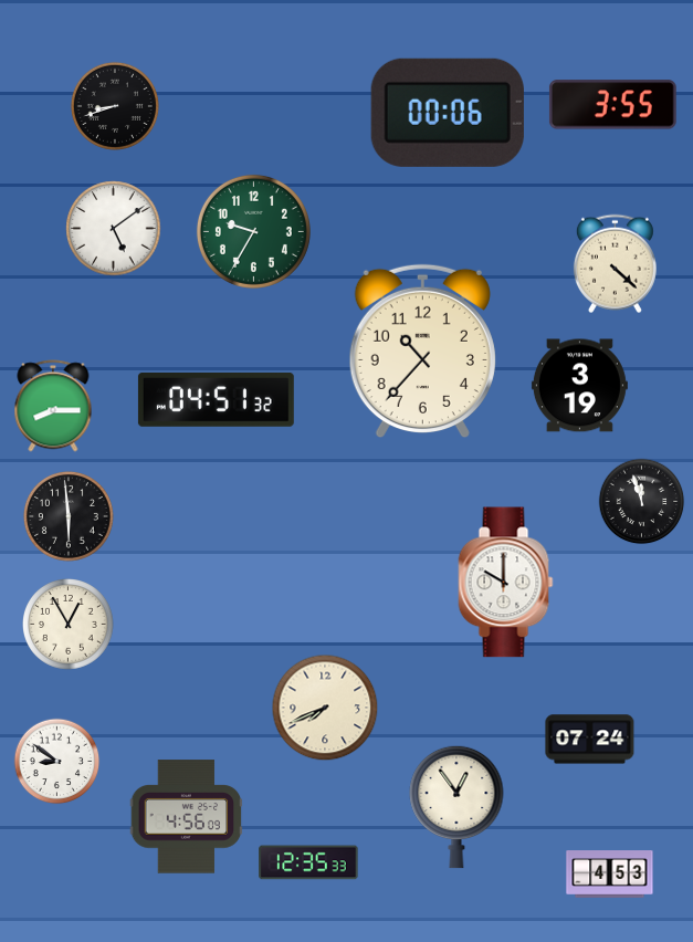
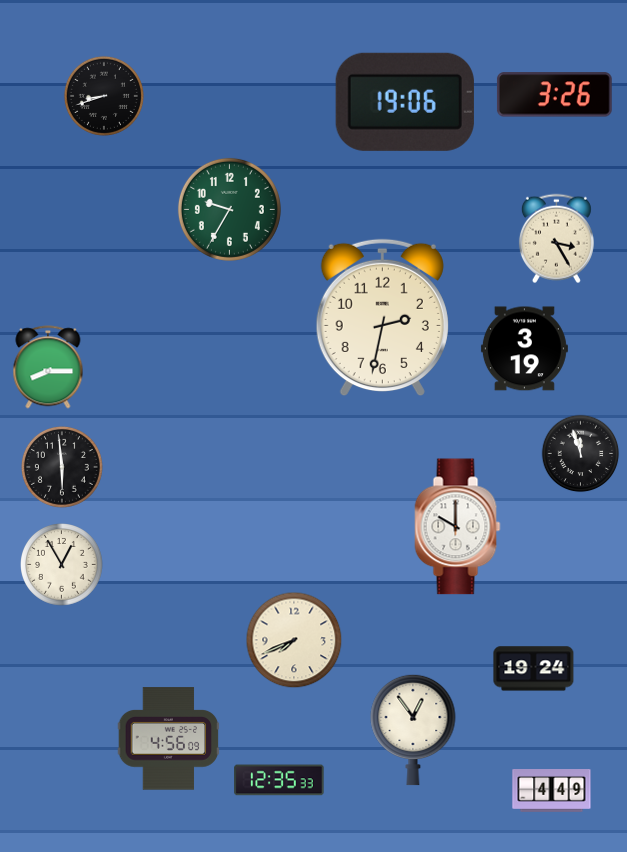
clock at (612, 105): 3:55 -> 3:26
clock at (448, 113): 00:06 -> 19:06
clock at (114, 229): 5:09 -> none
clock at (615, 264): 4:22 -> 3:25
clock at (422, 352): 10:37 -> 2:32
clock at (216, 399): 04:51 -> none
clock at (590, 740): 07:24 -> 19:24
clock at (57, 762): 8:51 -> none
clock at (610, 875): 4:53 -> 4:49
